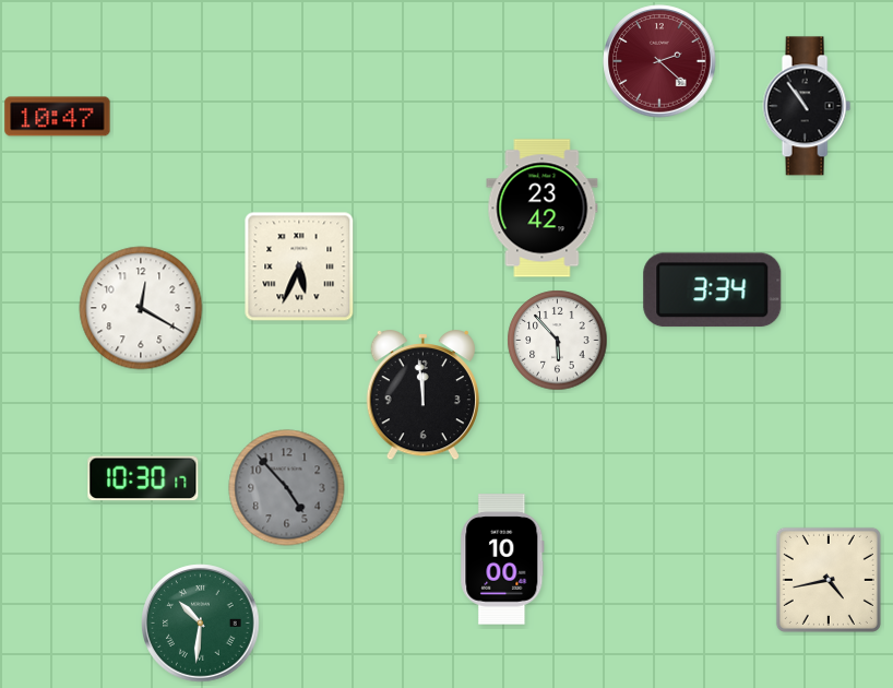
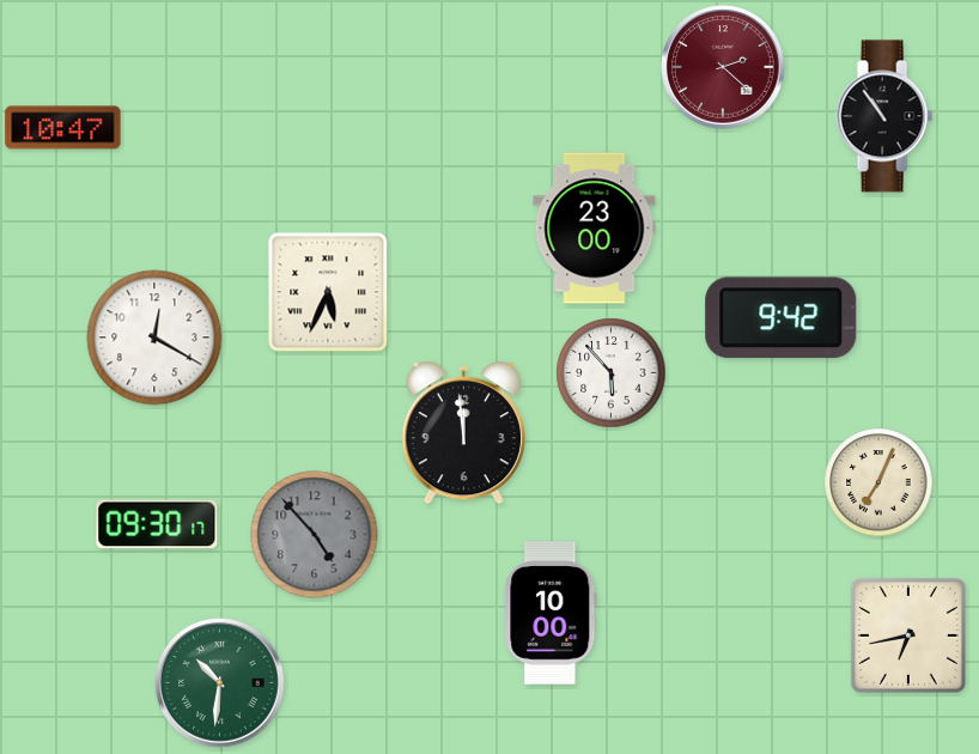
clock at (543, 209): 23:42 -> 23:00
clock at (713, 290): 3:34 -> 9:42
clock at (878, 482): none -> 7:04
clock at (143, 478): 10:30 -> 09:30
clock at (829, 580): 4:43 -> 6:43
